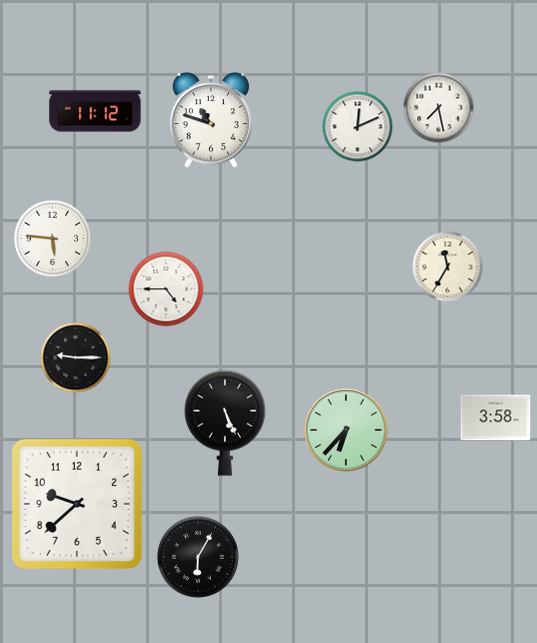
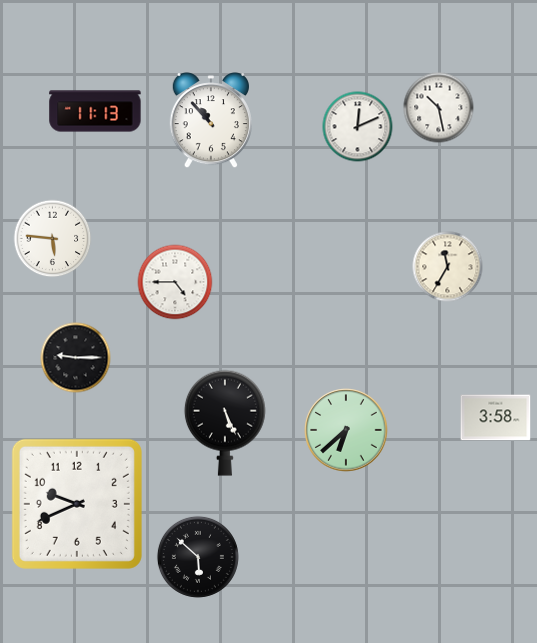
clock at (439, 108): 7:28 -> 10:28
clock at (95, 111): 11:12 -> 11:13
clock at (211, 121): 10:48 -> 10:53
clock at (166, 289) position: (166, 289) -> (175, 282)
clock at (346, 430): 6:37 -> 6:38
clock at (77, 504): 9:38 -> 9:41
clock at (198, 557): 6:05 -> 5:52
